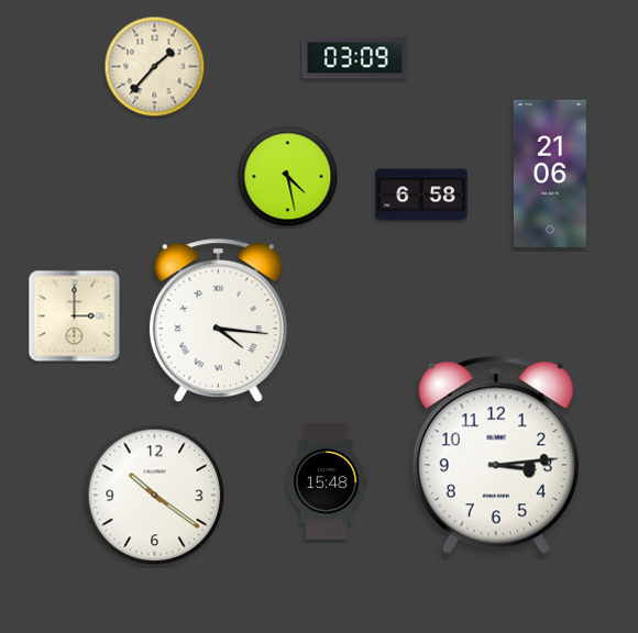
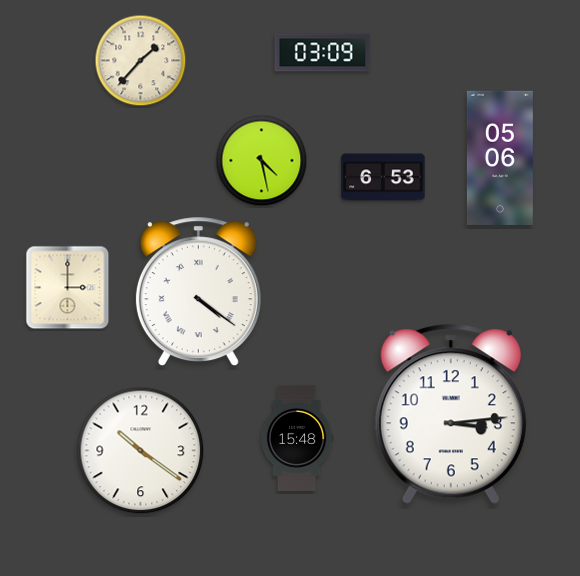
clock at (550, 174): 21:06 -> 05:06
clock at (421, 195): 6:58 -> 6:53
clock at (218, 321): 4:16 -> 4:21
